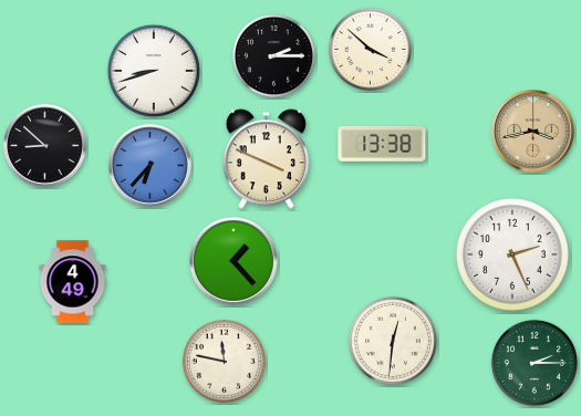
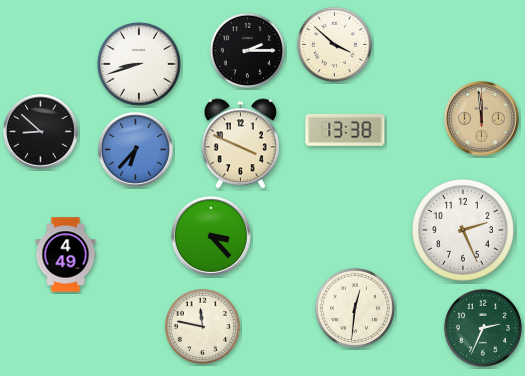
clock at (533, 132): 3:43 -> 11:59
clock at (235, 262): 1:23 -> 3:23
clock at (535, 363): 2:15 -> 2:34
